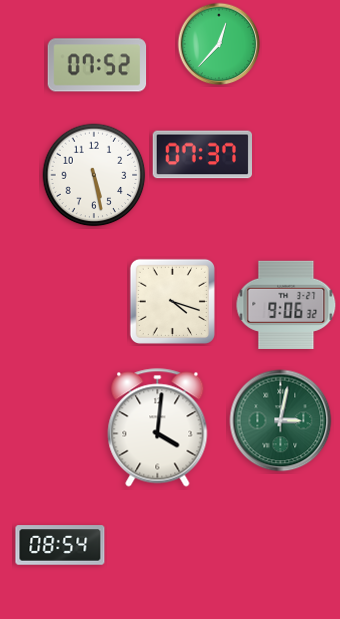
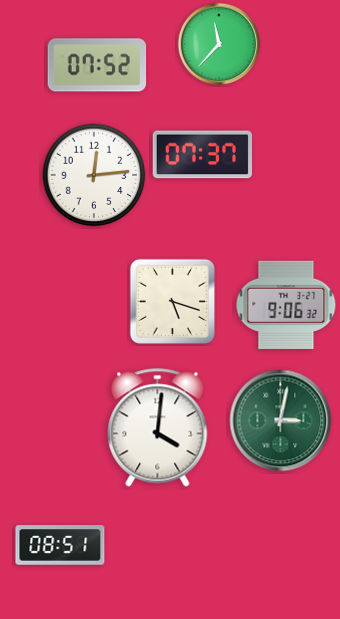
clock at (219, 44): 12:37 -> 11:37
clock at (94, 175): 5:28 -> 12:14
clock at (172, 301): 4:18 -> 5:18
clock at (60, 545): 08:54 -> 08:51
